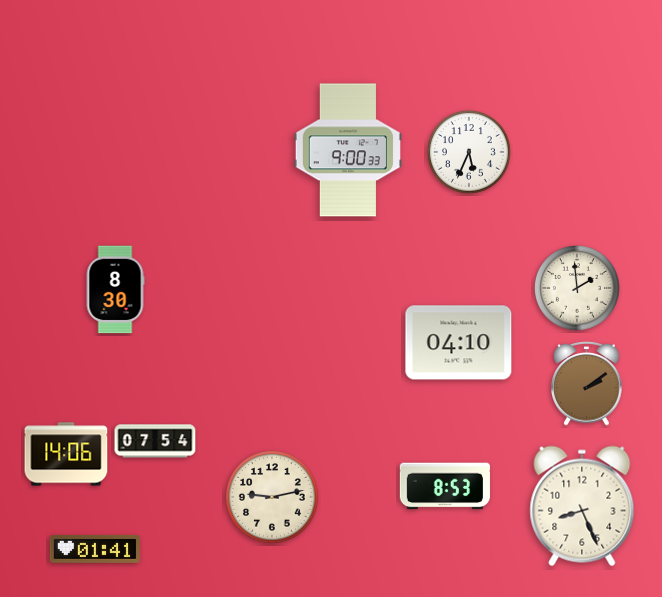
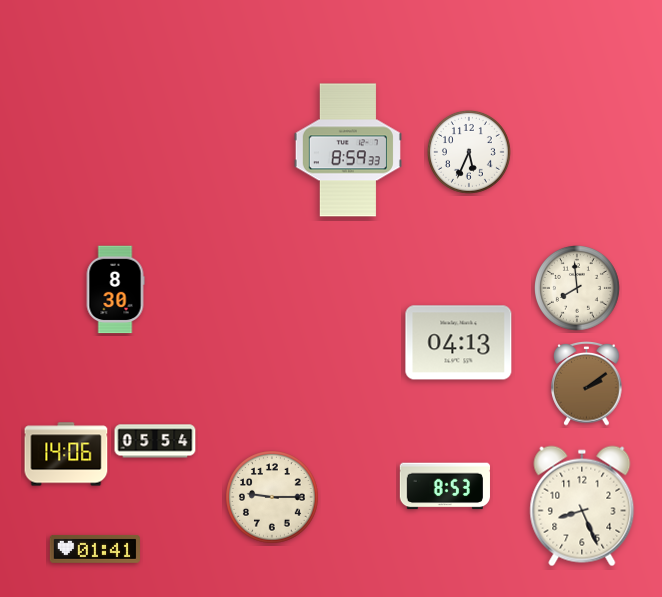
clock at (348, 150): 9:00 -> 8:59
clock at (578, 289): 1:59 -> 7:59
clock at (459, 343): 04:10 -> 04:13
clock at (155, 441): 07:54 -> 05:54
clock at (272, 497): 9:13 -> 9:15
